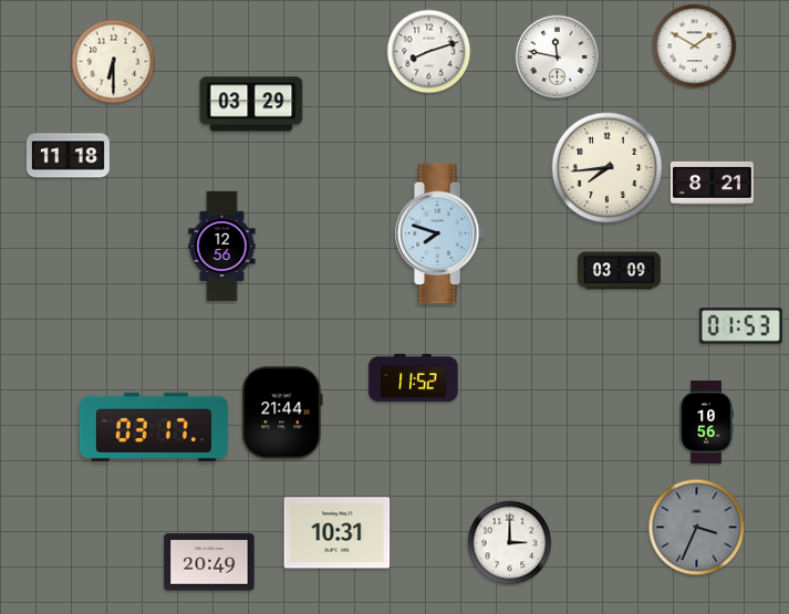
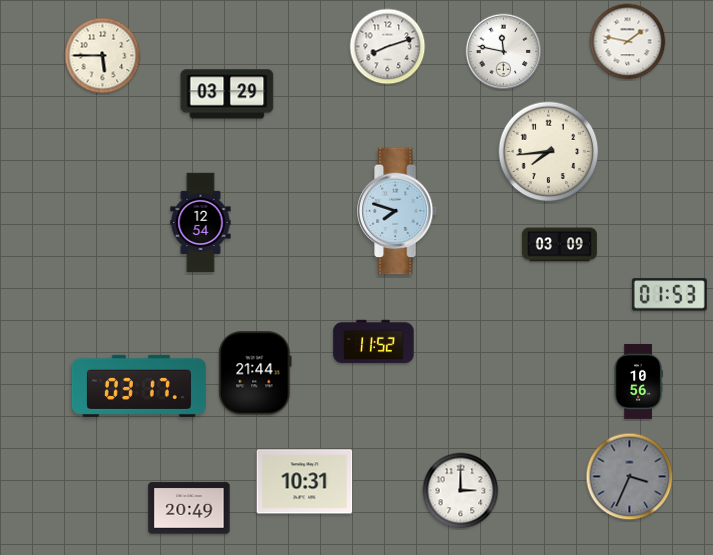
clock at (695, 46): 1:50 -> 1:47
clock at (114, 62): 6:30 -> 5:45
clock at (68, 156): 11:18 -> none
clock at (712, 183): 8:21 -> none
clock at (222, 247): 12:56 -> 12:54
